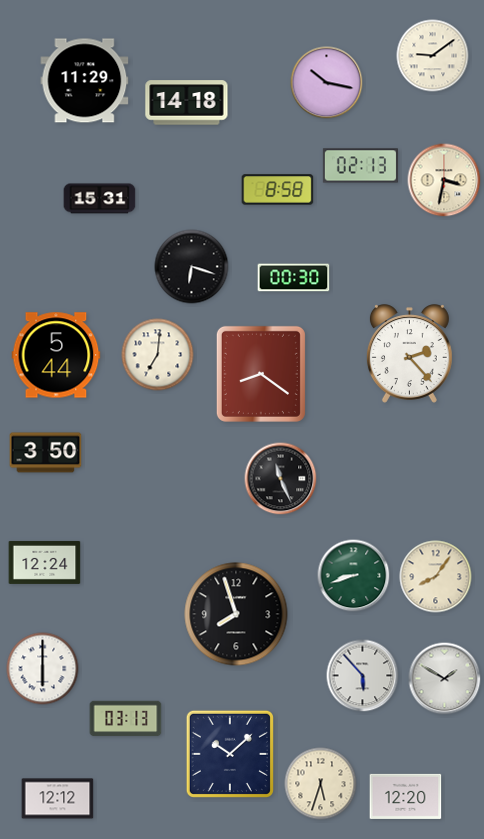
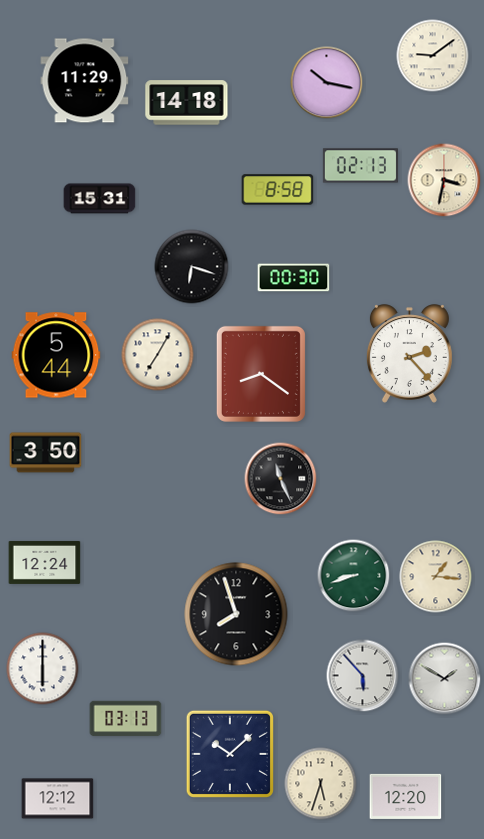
clock at (158, 355): 7:01 -> 7:05
clock at (436, 577): 8:06 -> 1:16
